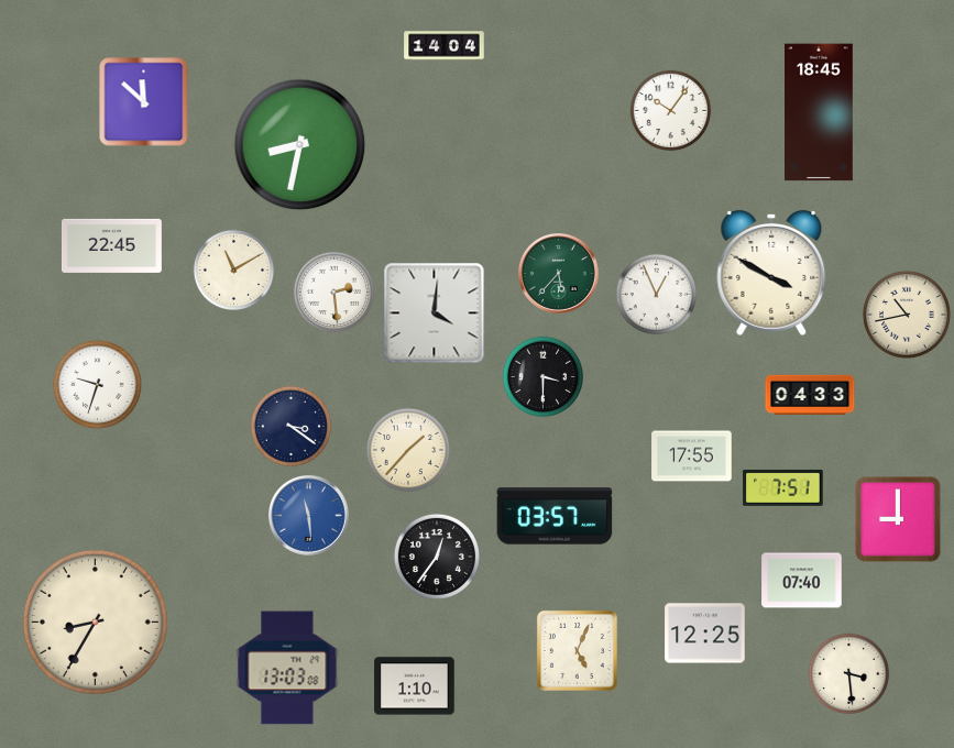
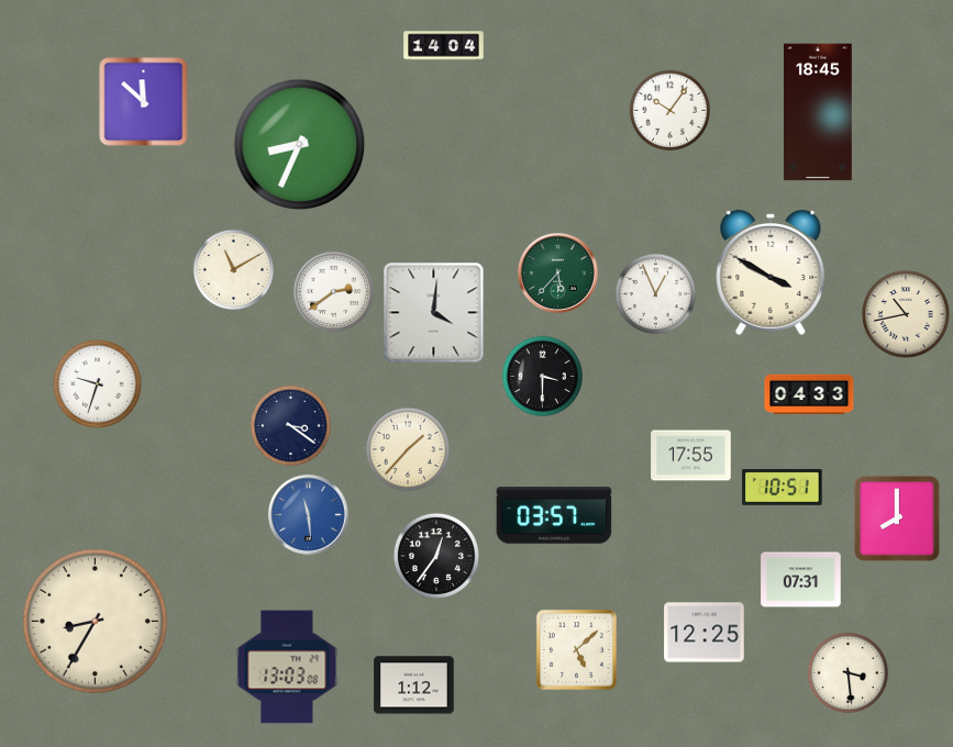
clock at (300, 145): 8:32 -> 8:34
clock at (111, 245): 22:45 -> none
clock at (335, 293): 2:29 -> 2:39
clock at (783, 487): 7:51 -> 10:51
clock at (898, 519): 9:00 -> 8:00
clock at (802, 581): 07:40 -> 07:31
clock at (577, 650): 5:04 -> 5:08
clock at (415, 686): 1:10 -> 1:12
